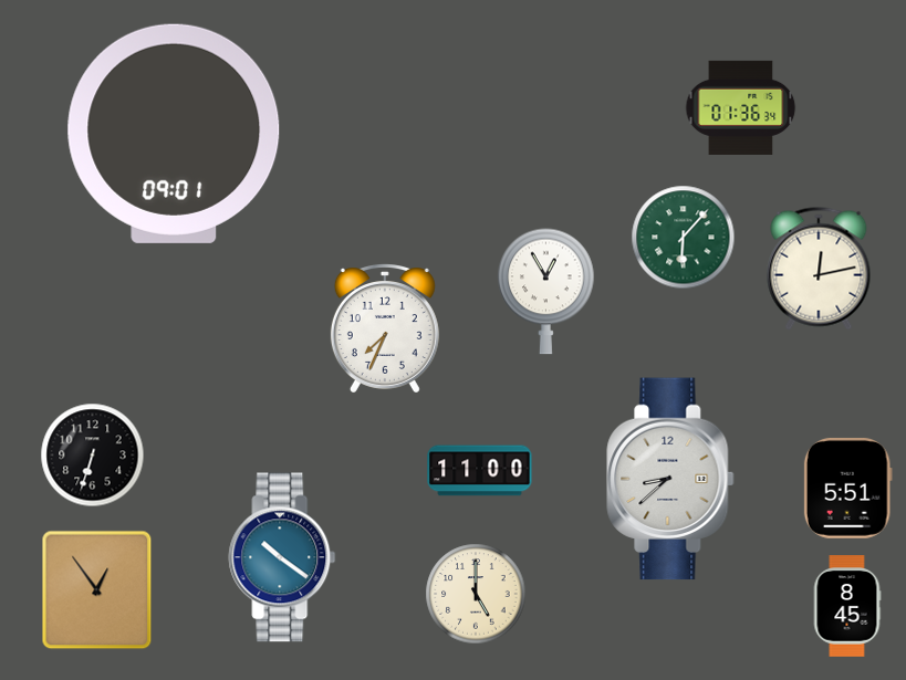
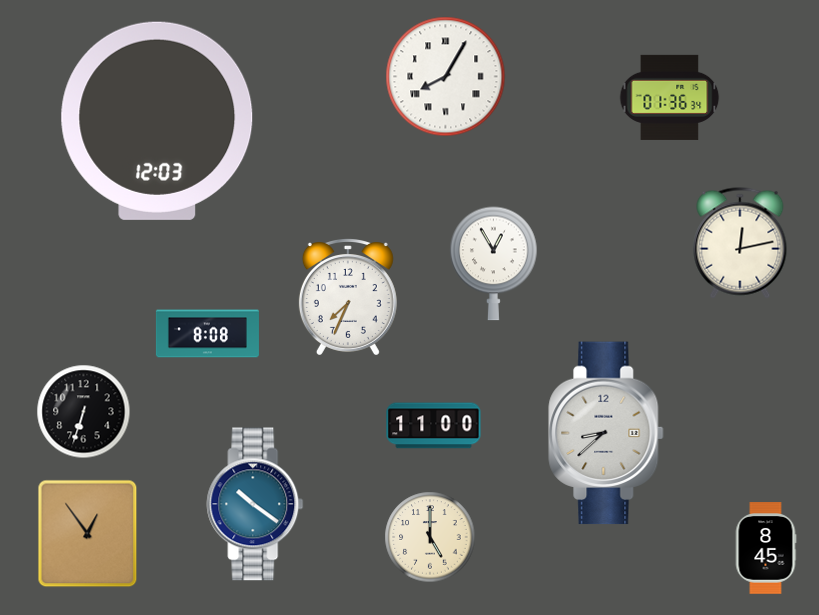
clock at (446, 77): none -> 8:05
clock at (174, 134): 09:01 -> 12:03
clock at (684, 238): 6:07 -> none
clock at (207, 334): none -> 8:08
clock at (847, 488): 5:51 -> none
